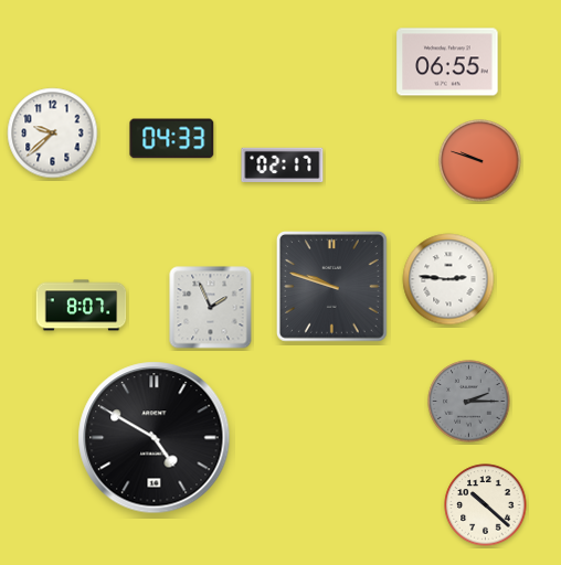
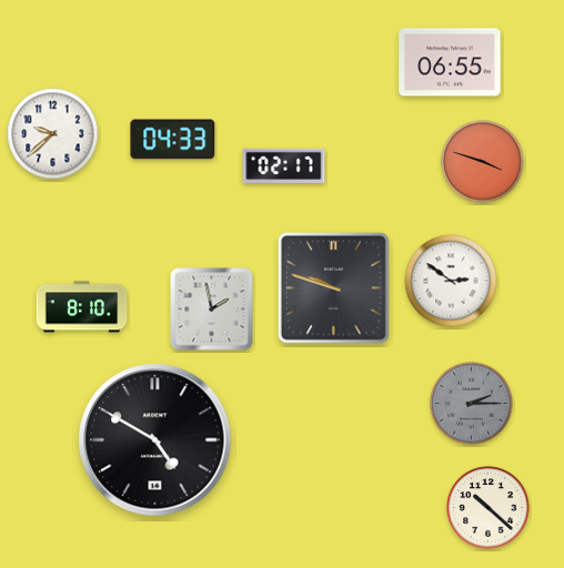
clock at (480, 161): 9:48 -> 3:48
clock at (448, 279): 2:46 -> 2:51
clock at (82, 306): 8:07 -> 8:10
clock at (211, 308): 1:56 -> 1:58
